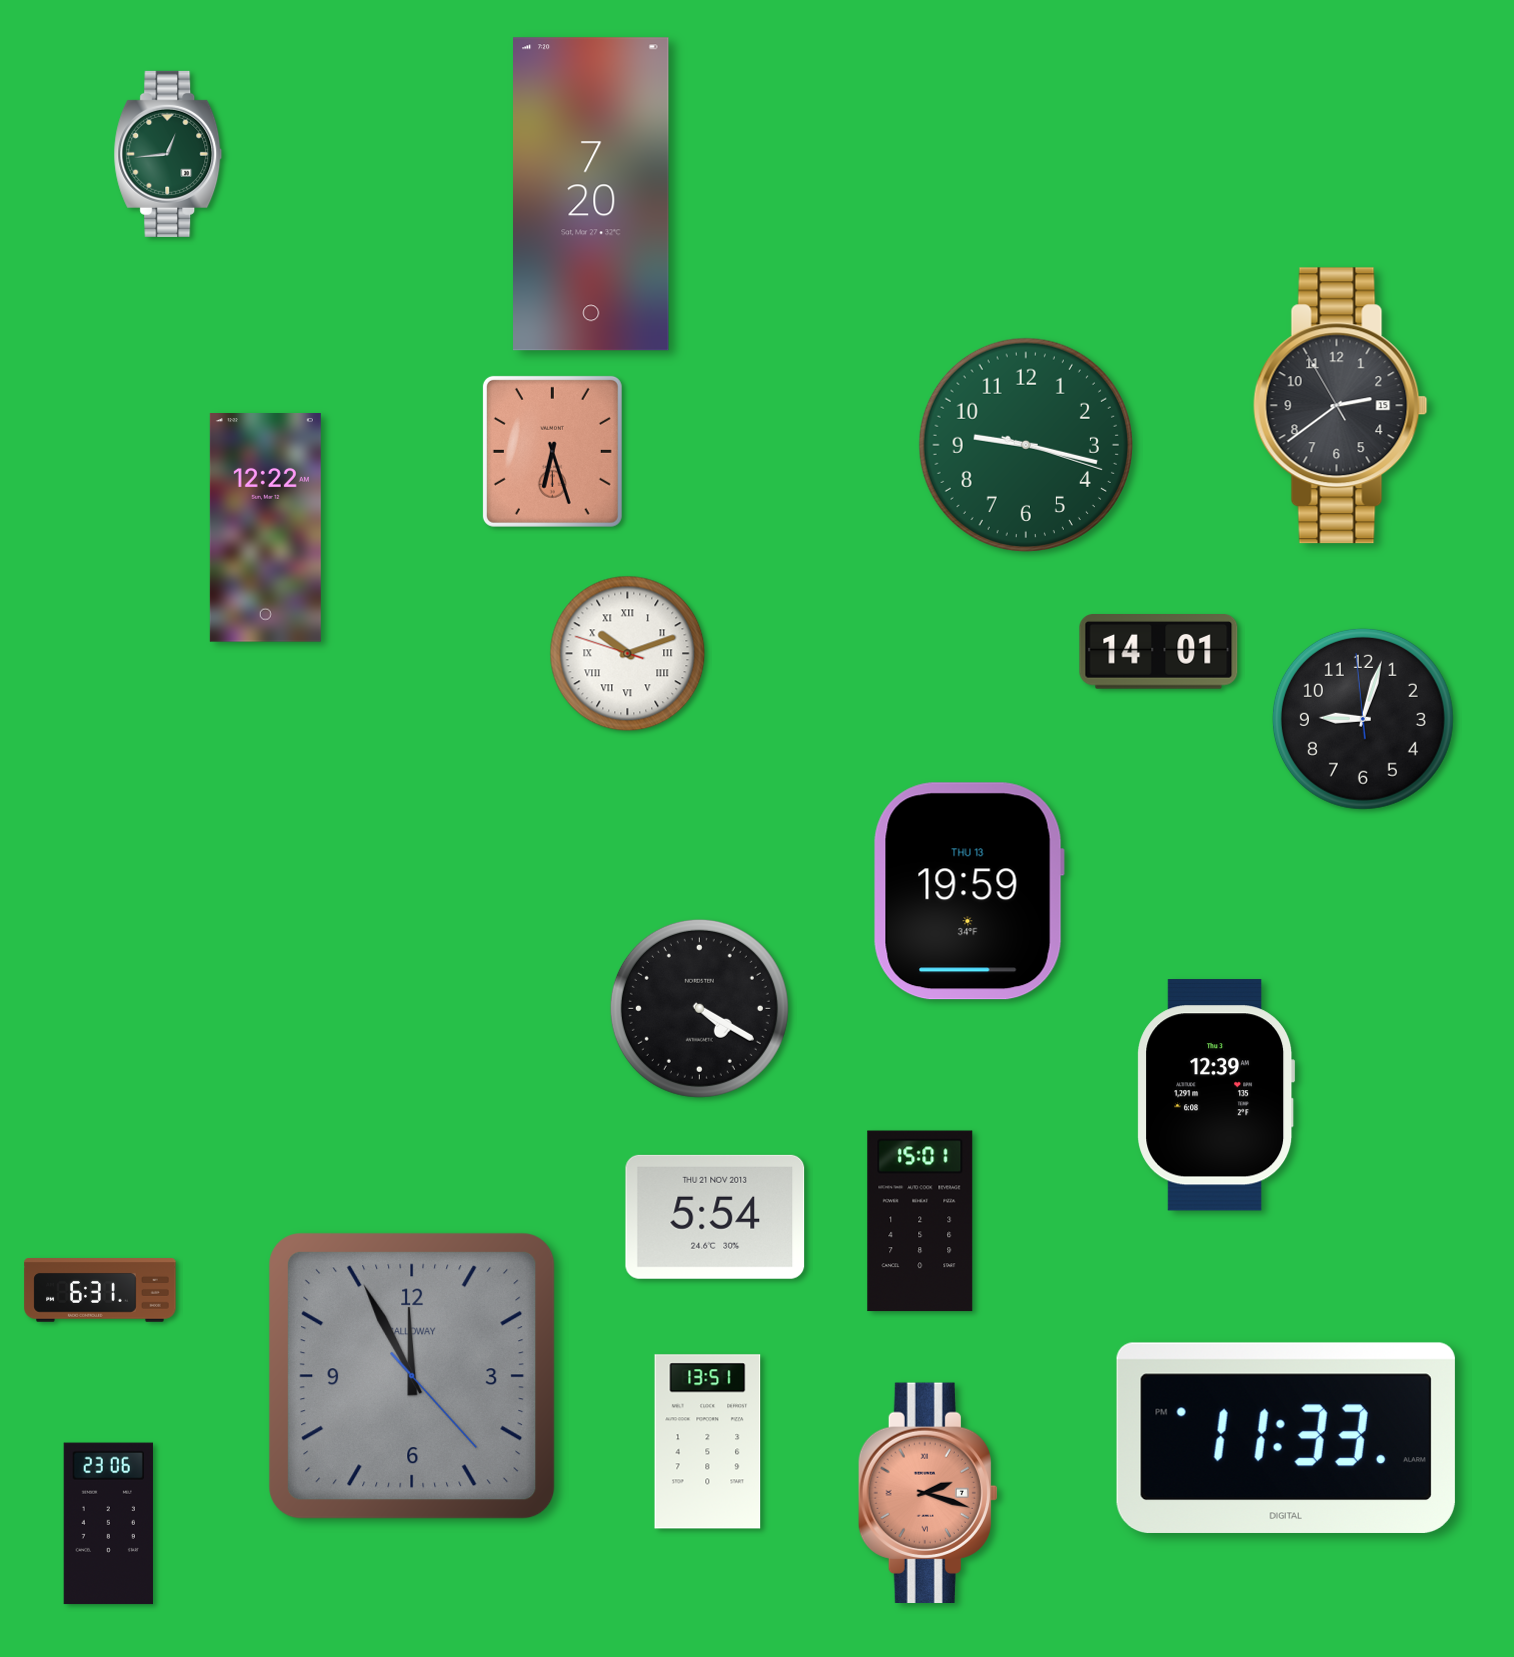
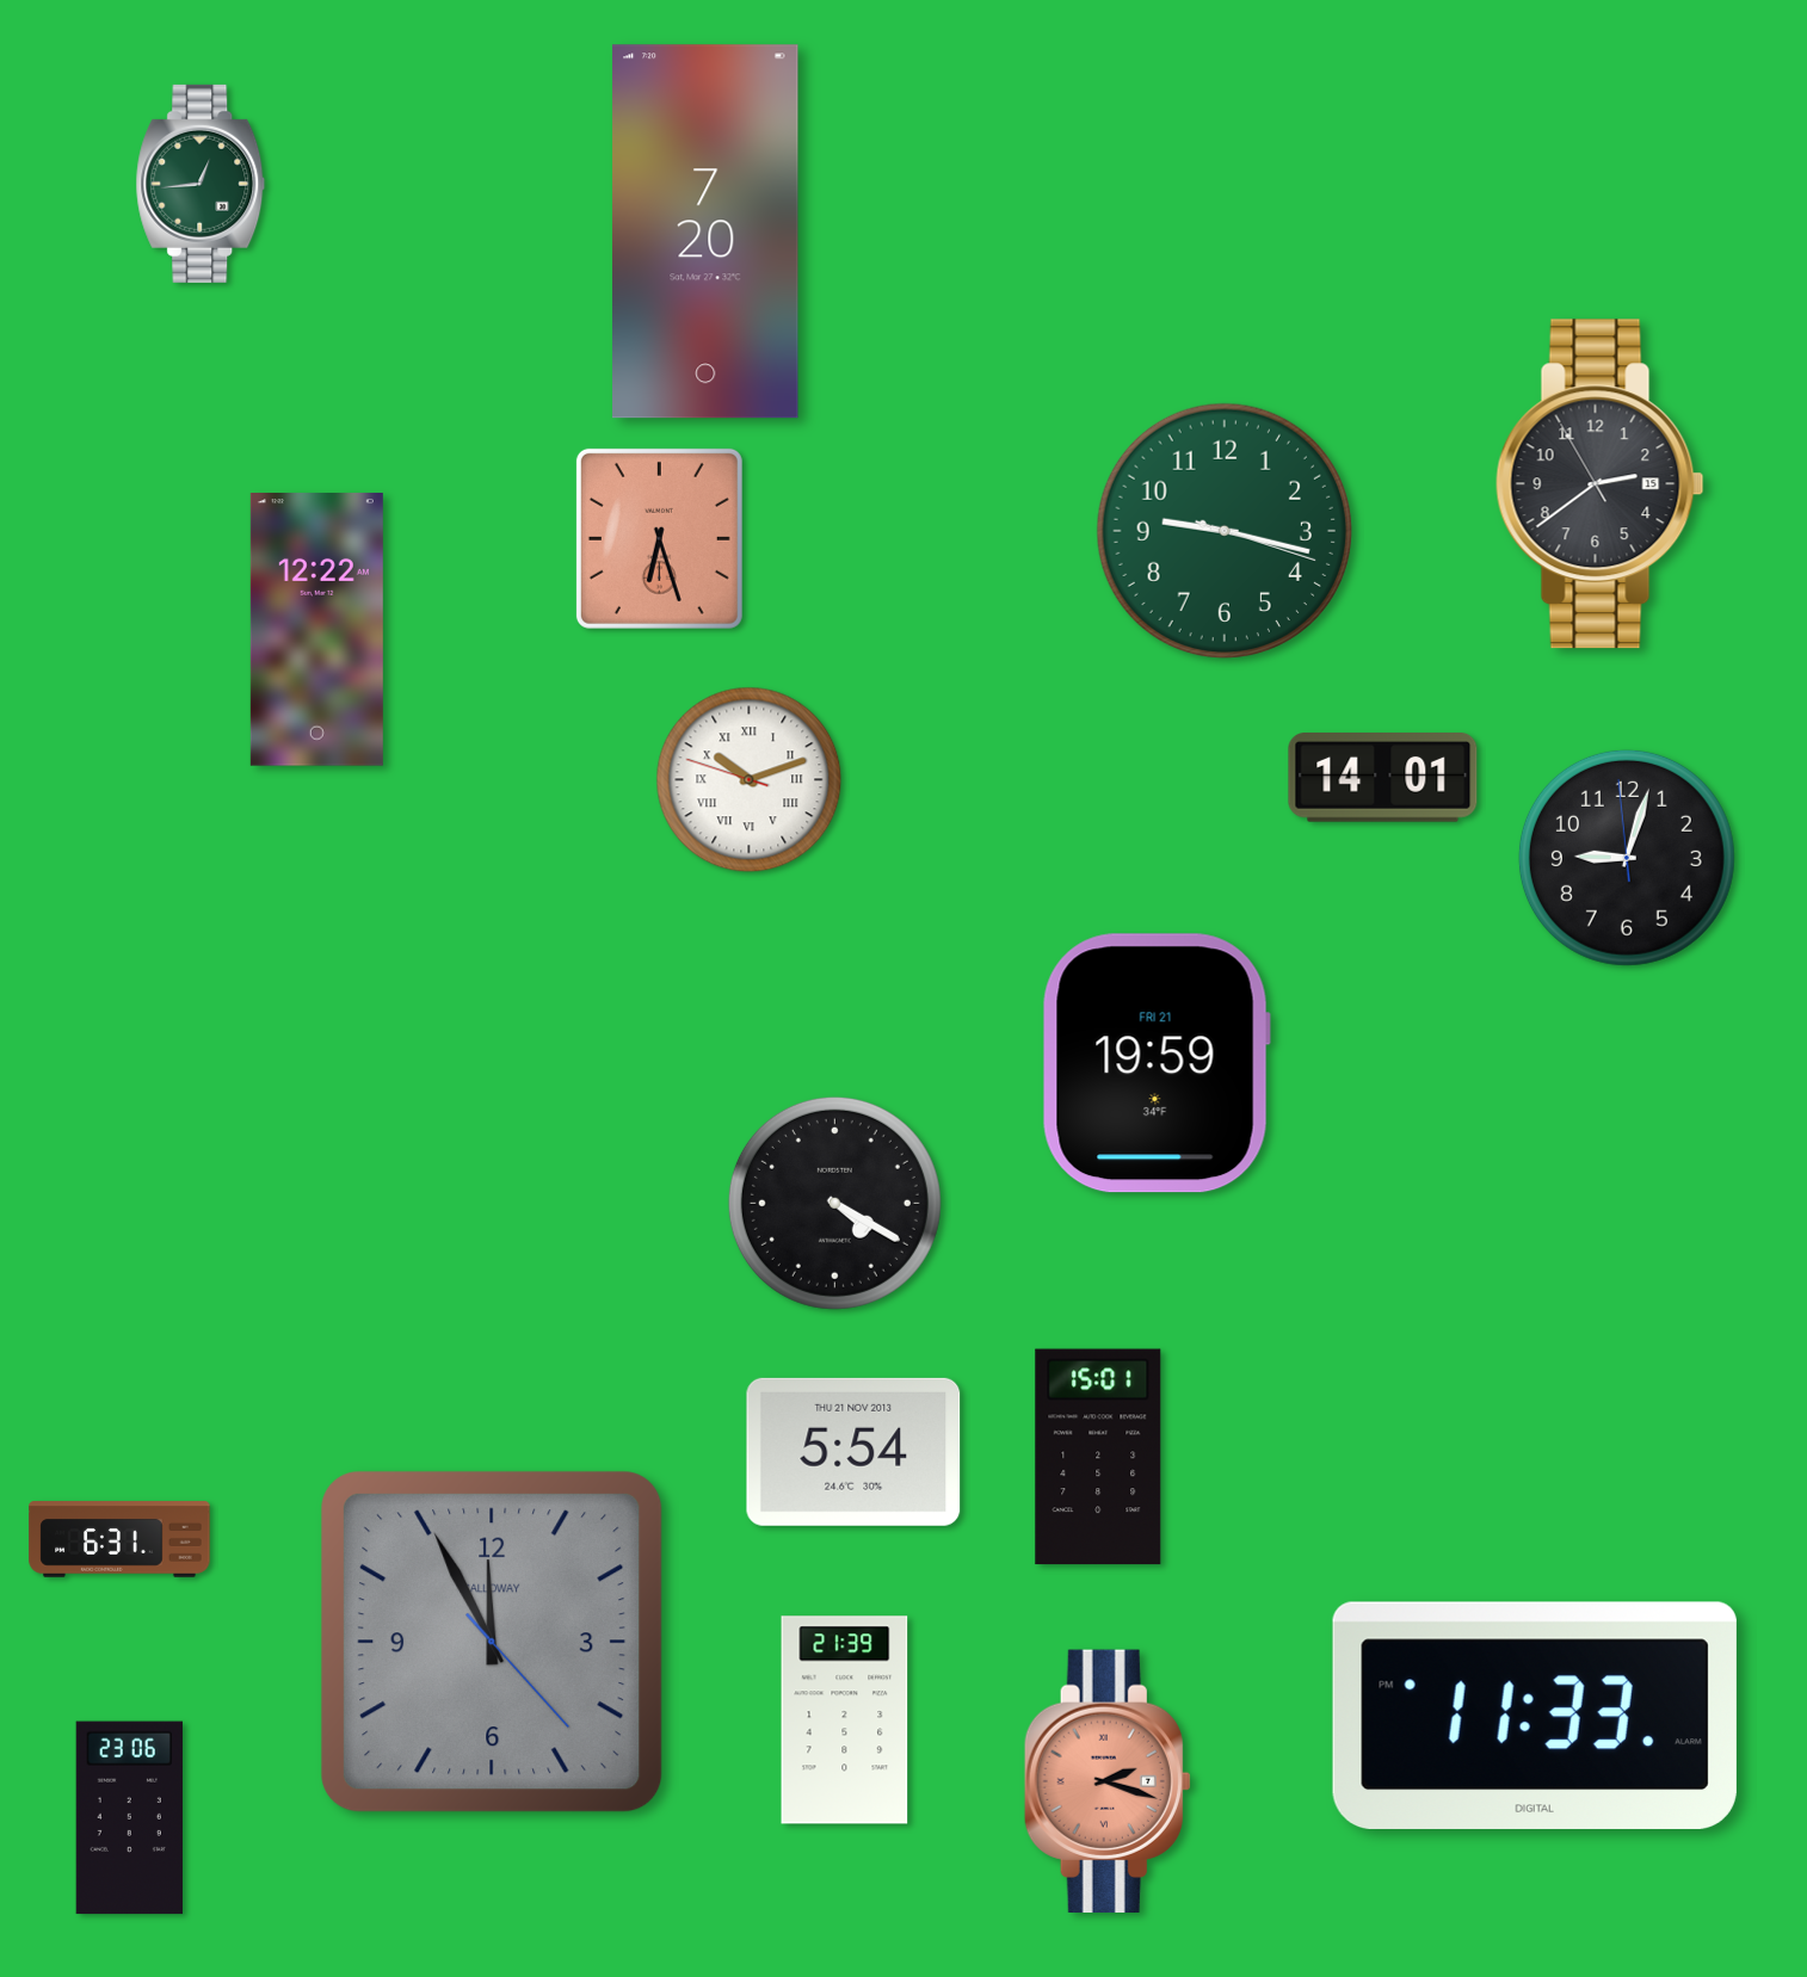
clock at (969, 891) date: THU 13 -> FRI 21
clock at (1216, 1095): 12:39 -> none
clock at (708, 1442): 13:51 -> 21:39
